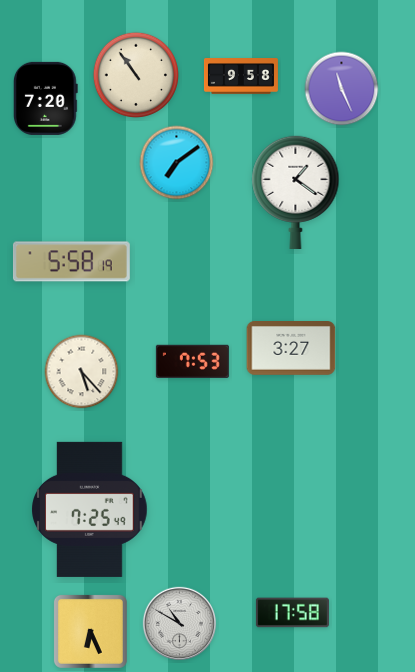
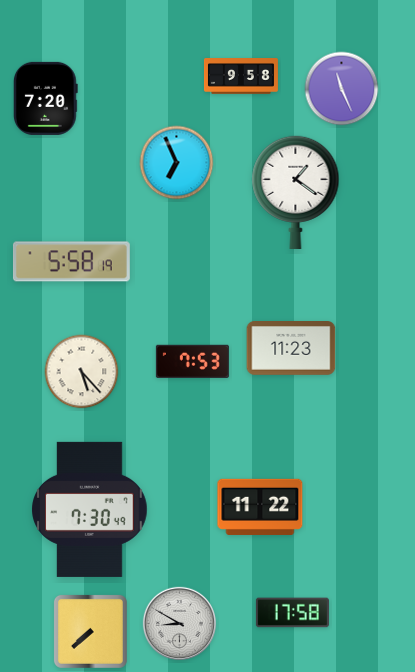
clock at (135, 74): 10:54 -> none
clock at (177, 163): 7:09 -> 6:56
clock at (291, 349): 3:27 -> 11:23
clock at (260, 507): none -> 11:22
clock at (90, 509): 7:25 -> 7:30
clock at (180, 624): 10:50 -> 8:50
clock at (90, 631): 6:26 -> 7:38
